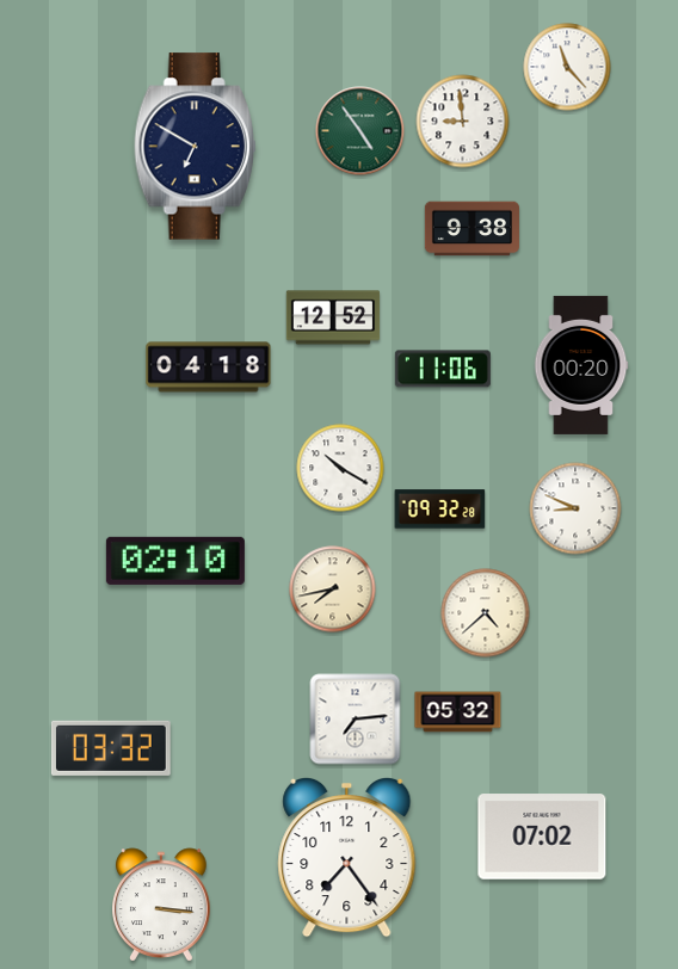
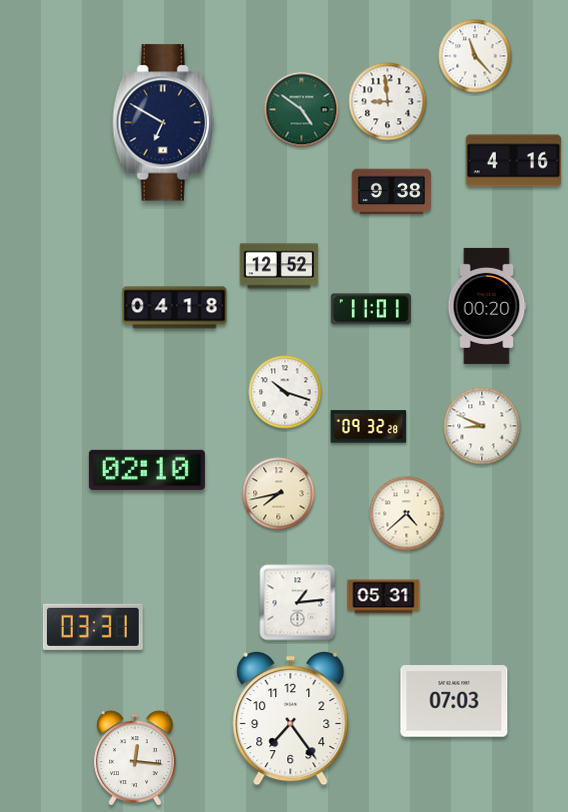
clock at (360, 131): 4:54 -> 4:51
clock at (514, 161): none -> 4:16
clock at (471, 229) position: (471, 229) -> (391, 192)
clock at (443, 369): 11:06 -> 11:01
clock at (340, 468): 10:20 -> 10:18
clock at (458, 712): 05:32 -> 05:31
clock at (356, 720): 7:14 -> 1:14
clock at (111, 748): 03:32 -> 03:31
clock at (542, 837): 07:02 -> 07:03
clock at (162, 905): 3:16 -> 12:16
